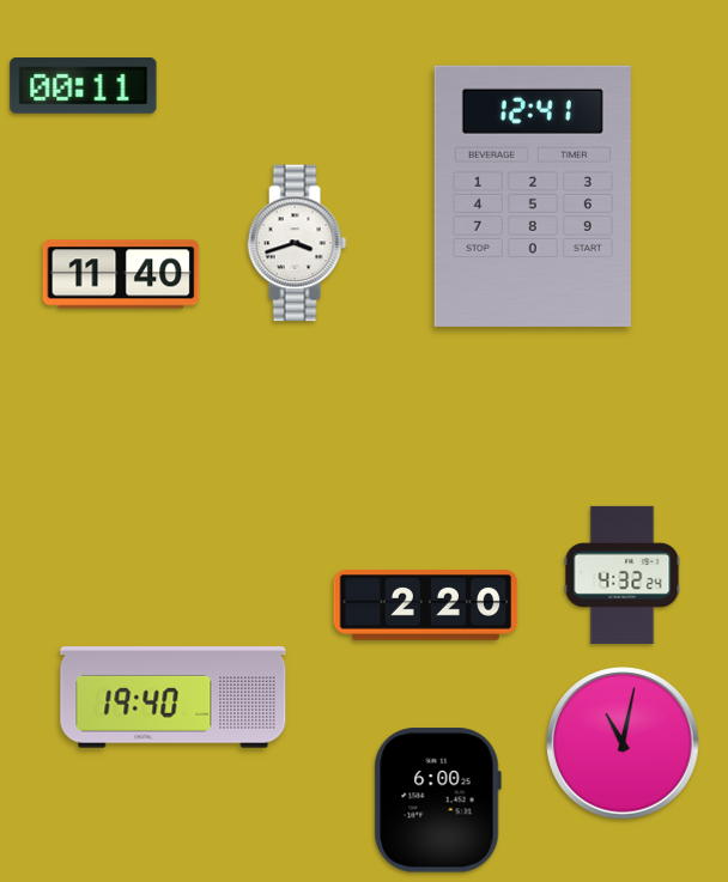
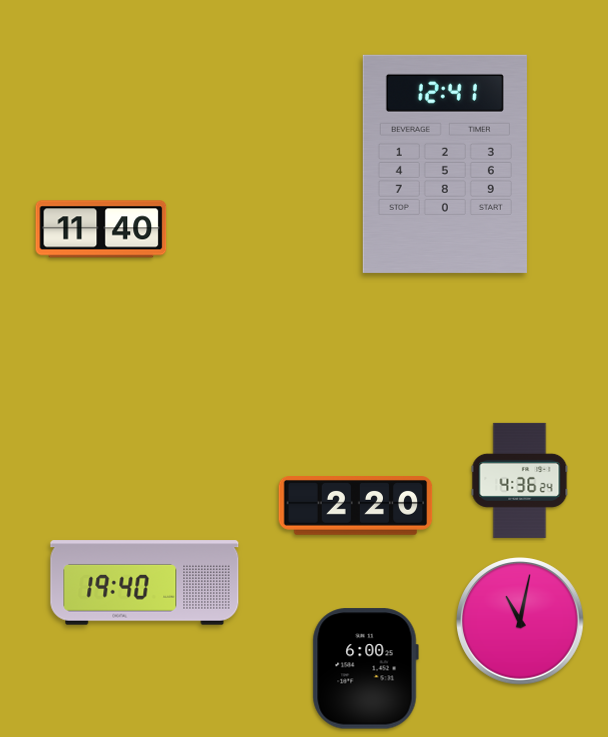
clock at (84, 86): 00:11 -> none
clock at (297, 243): 3:42 -> none
clock at (623, 574): 4:32 -> 4:36
